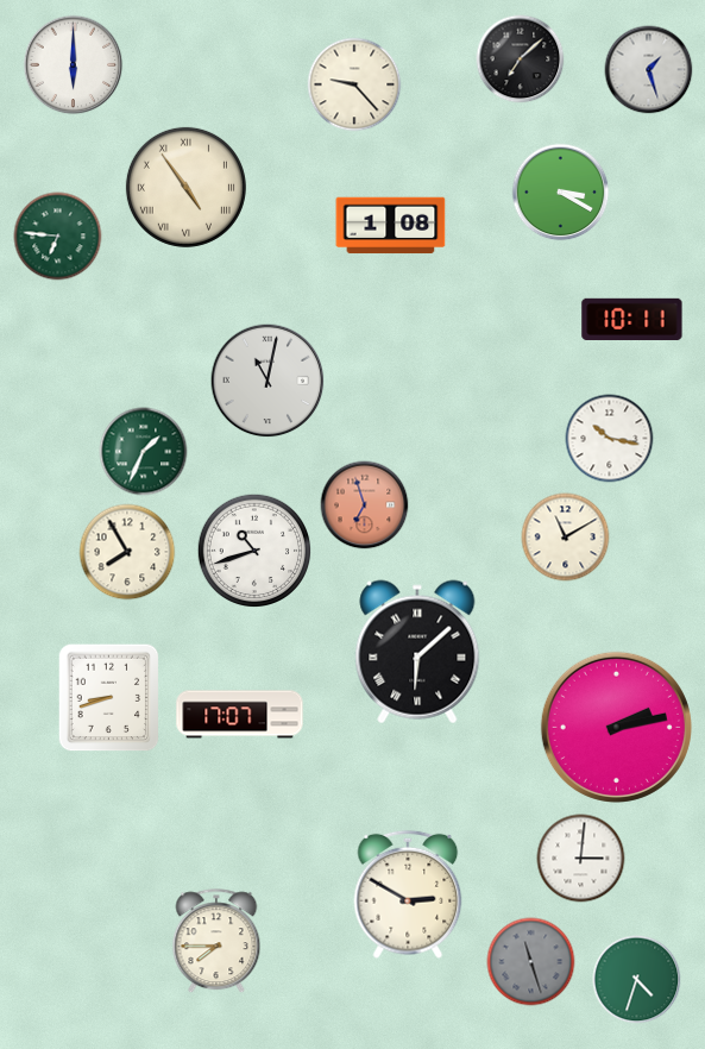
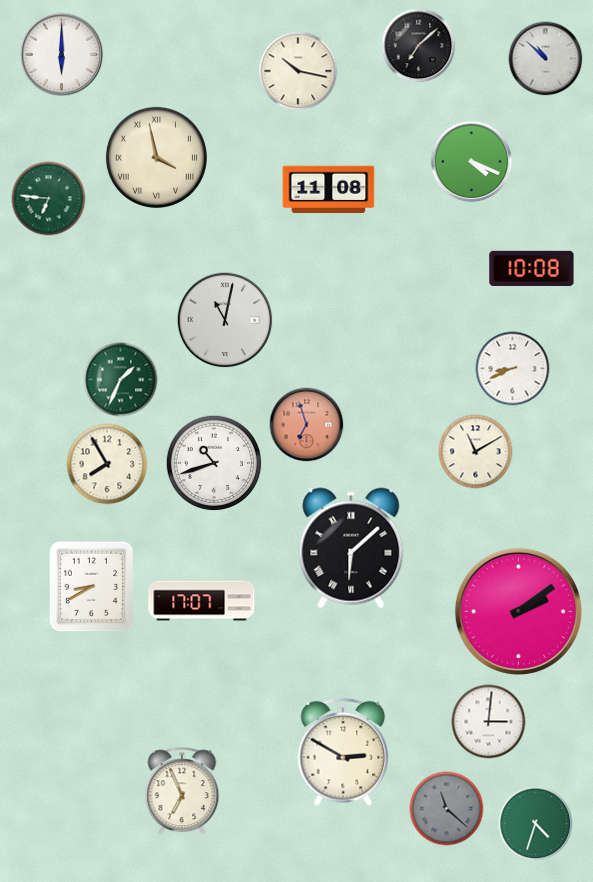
clock at (521, 59) position: (521, 59) -> (419, 46)
clock at (649, 70): 1:27 -> 10:52
clock at (354, 84): 9:23 -> 10:17
clock at (185, 187): 4:54 -> 3:58
clock at (561, 193): 3:20 -> 4:19
clock at (391, 226): 1:08 -> 11:08
clock at (632, 320): 10:11 -> 10:08
clock at (610, 439): 10:17 -> 8:41
clock at (109, 698): 8:42 -> 8:40
clock at (616, 727): 2:13 -> 2:09
clock at (216, 942): 7:45 -> 6:56
clock at (531, 962): 11:27 -> 11:22
